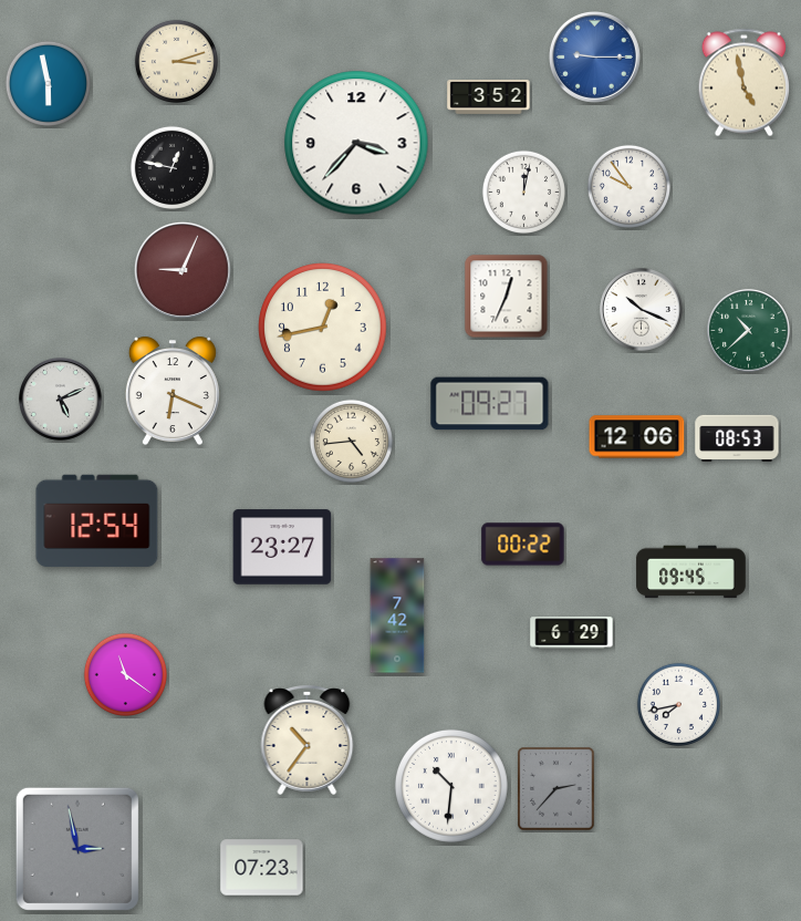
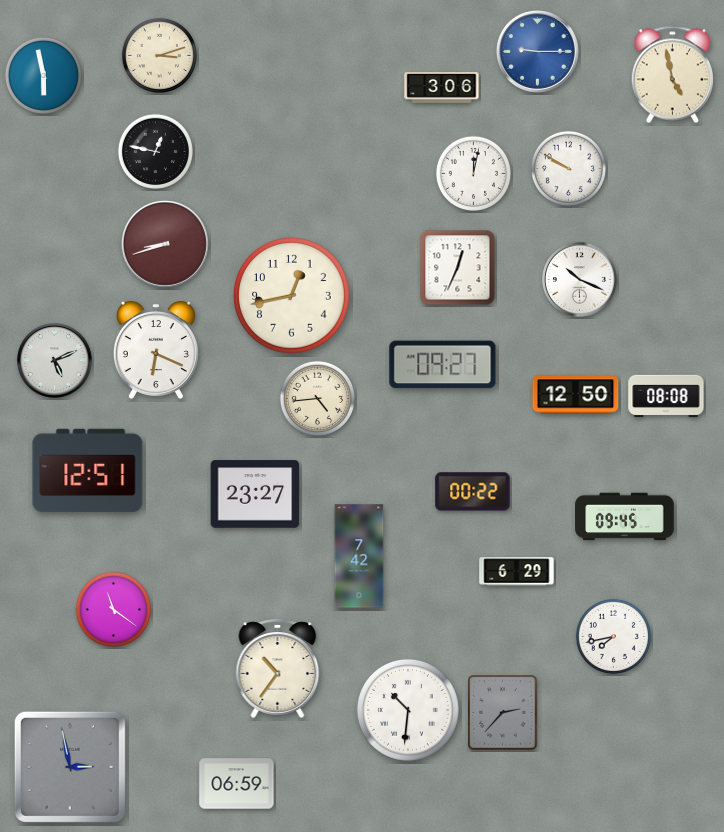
clock at (489, 97): 3:52 -> 3:06
clock at (356, 143): 3:37 -> none
clock at (628, 186): 9:54 -> 9:50
clock at (183, 270): 9:04 -> 8:42
clock at (749, 331): 10:38 -> none
clock at (173, 391) position: (173, 391) -> (156, 350)
clock at (637, 437): 12:06 -> 12:50
clock at (737, 438): 08:53 -> 08:08
clock at (97, 521): 12:54 -> 12:51
clock at (262, 868): 07:23 -> 06:59
